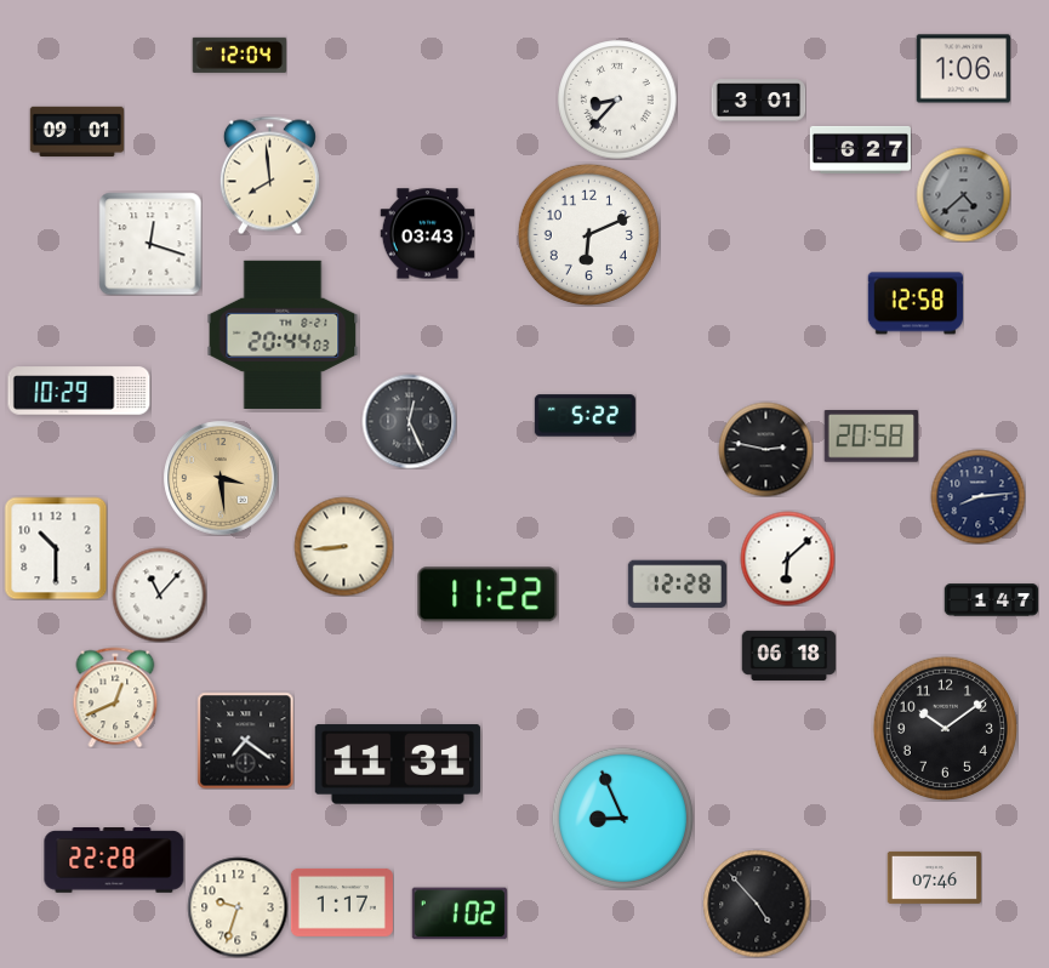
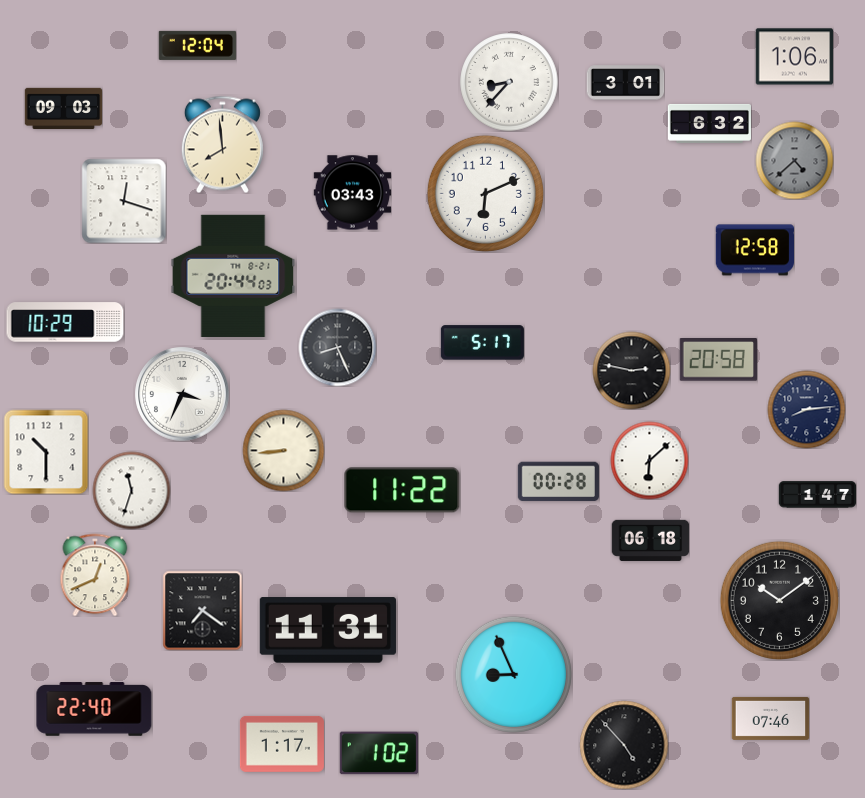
clock at (76, 132): 09:01 -> 09:03
clock at (860, 149): 6:27 -> 6:32
clock at (585, 416): 5:22 -> 5:17
clock at (409, 421): 12:26 -> 8:26
clock at (221, 478): 3:29 -> 3:34
clock at (221, 478) dial: champagne -> white
clock at (677, 585): 12:28 -> 00:28
clock at (159, 594): 11:07 -> 11:33
clock at (114, 860): 22:28 -> 22:40
clock at (934, 877) position: (934, 877) -> (770, 718)
clock at (238, 907): 9:33 -> none
